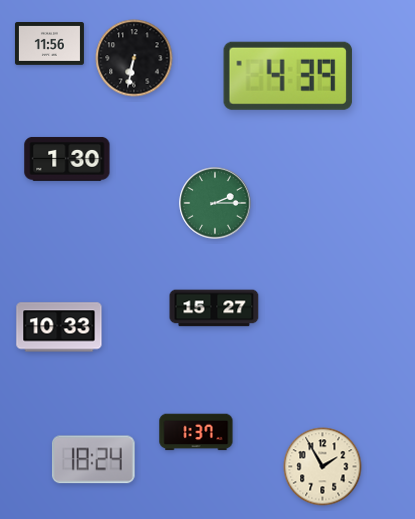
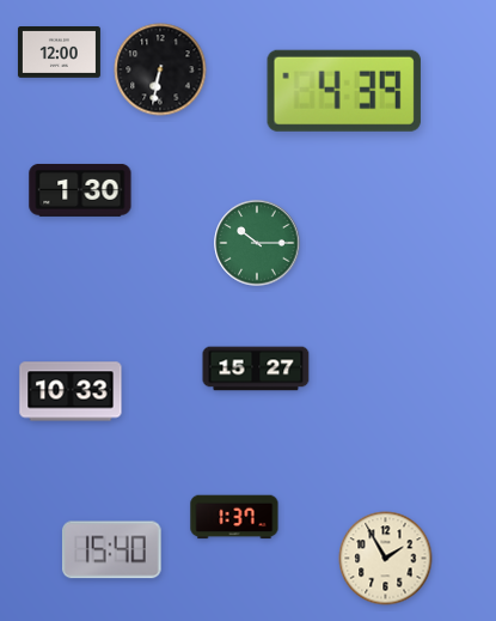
clock at (49, 44): 11:56 -> 12:00
clock at (215, 203): 2:15 -> 10:15
clock at (93, 460): 18:24 -> 15:40
